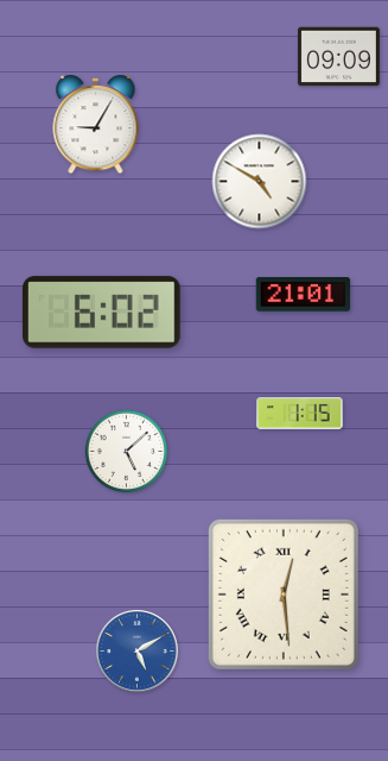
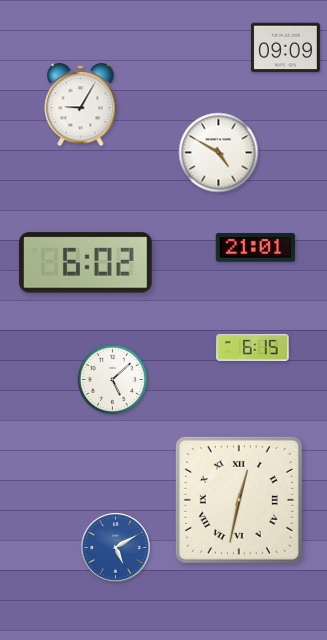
clock at (300, 414): 1:15 -> 6:15
clock at (127, 452) position: (127, 452) -> (113, 380)
clock at (284, 595): 12:29 -> 12:32
